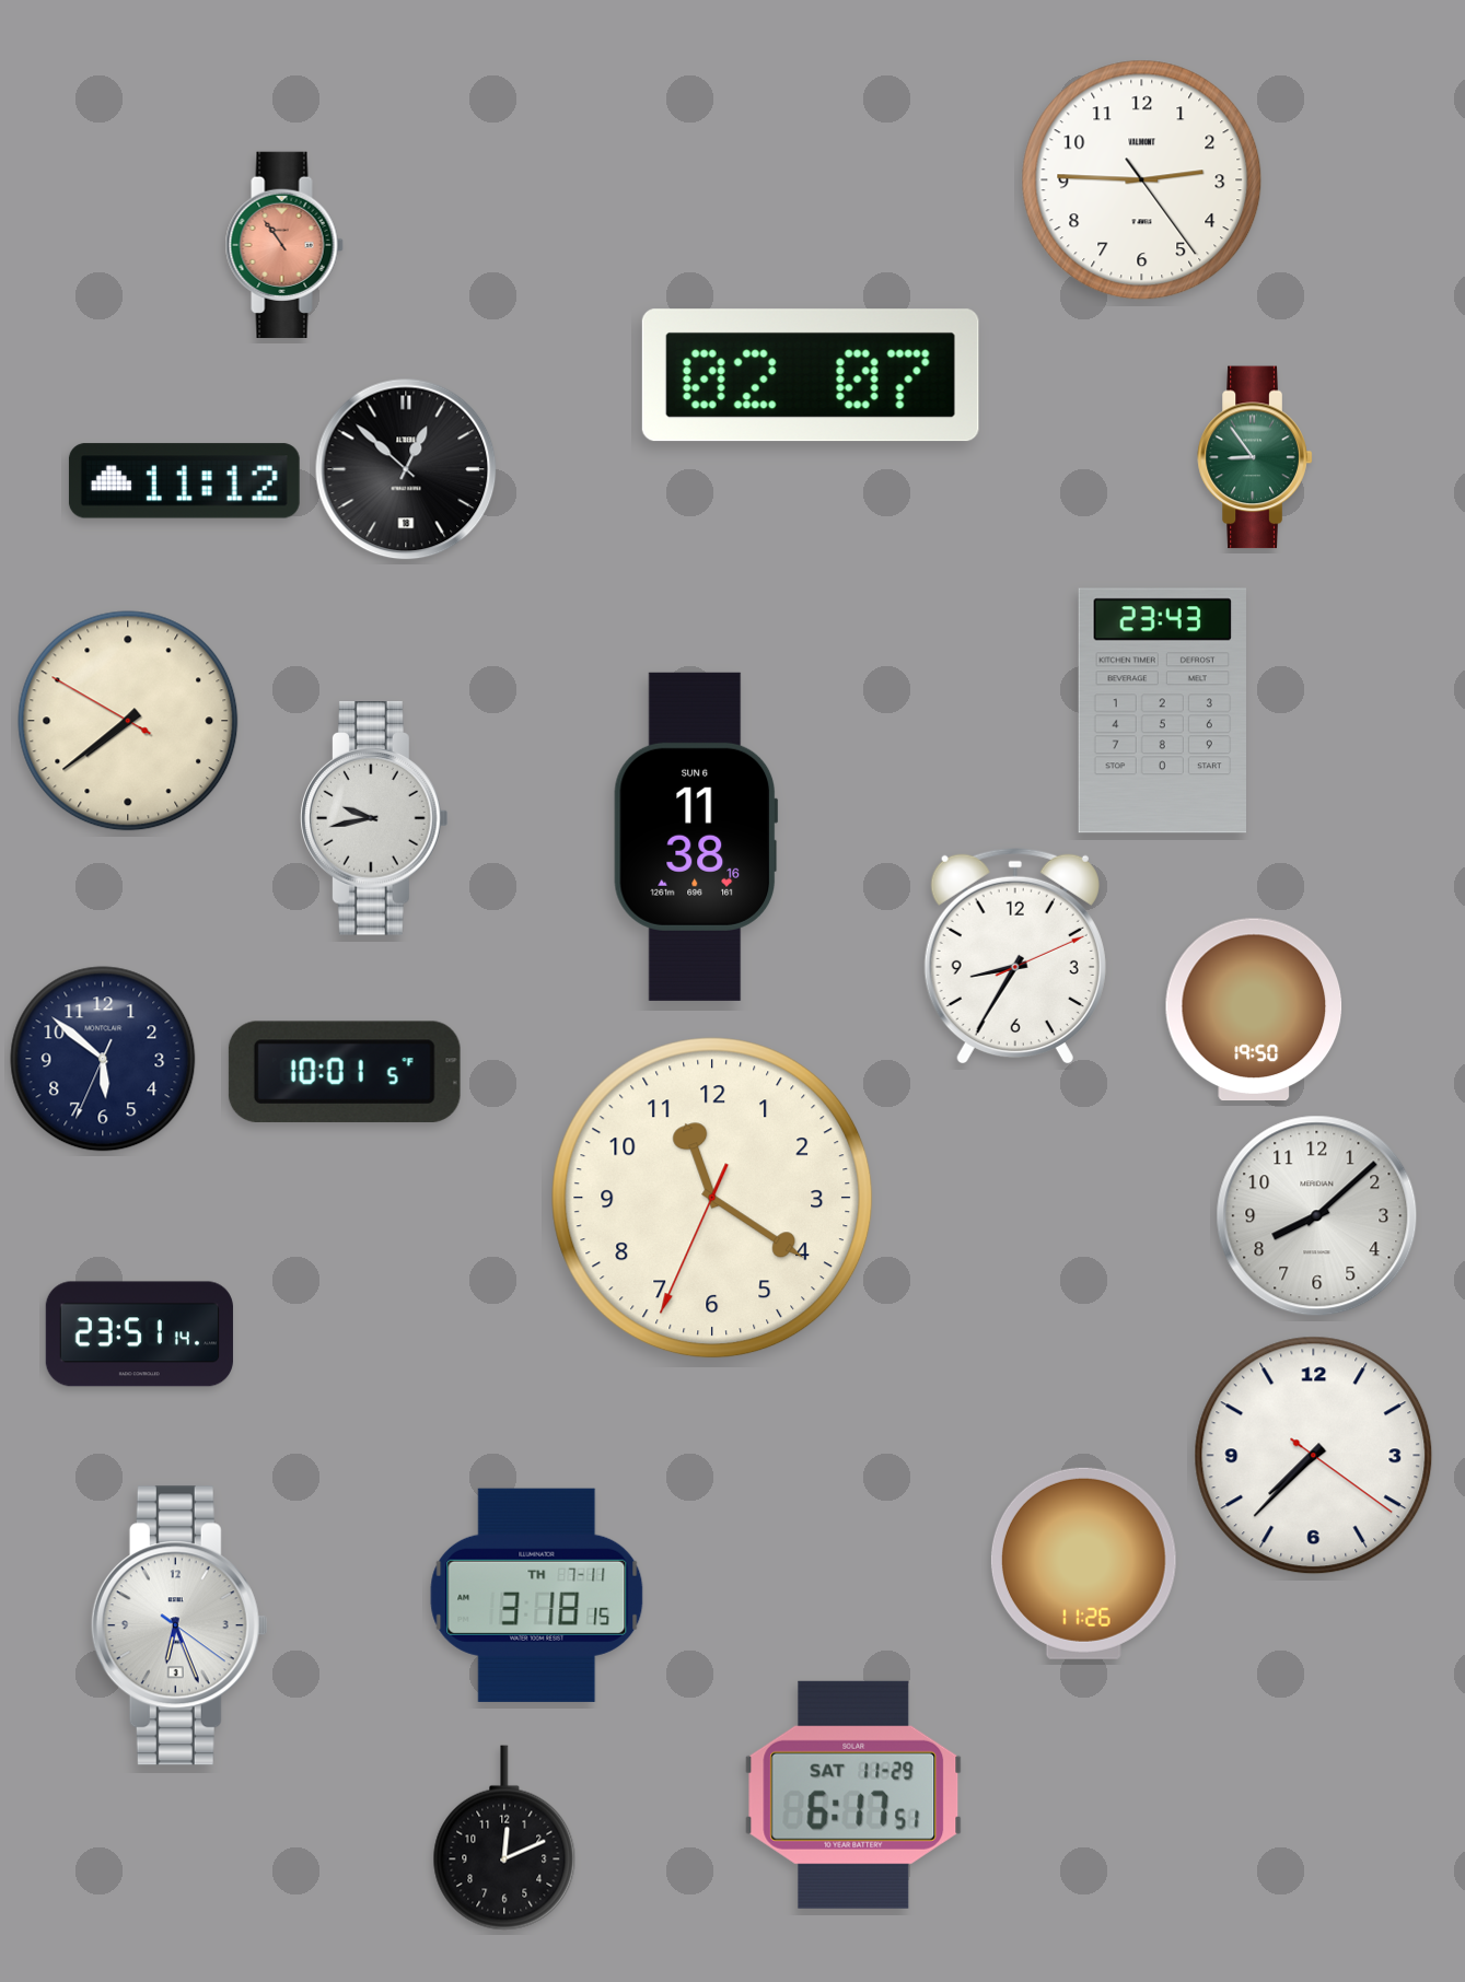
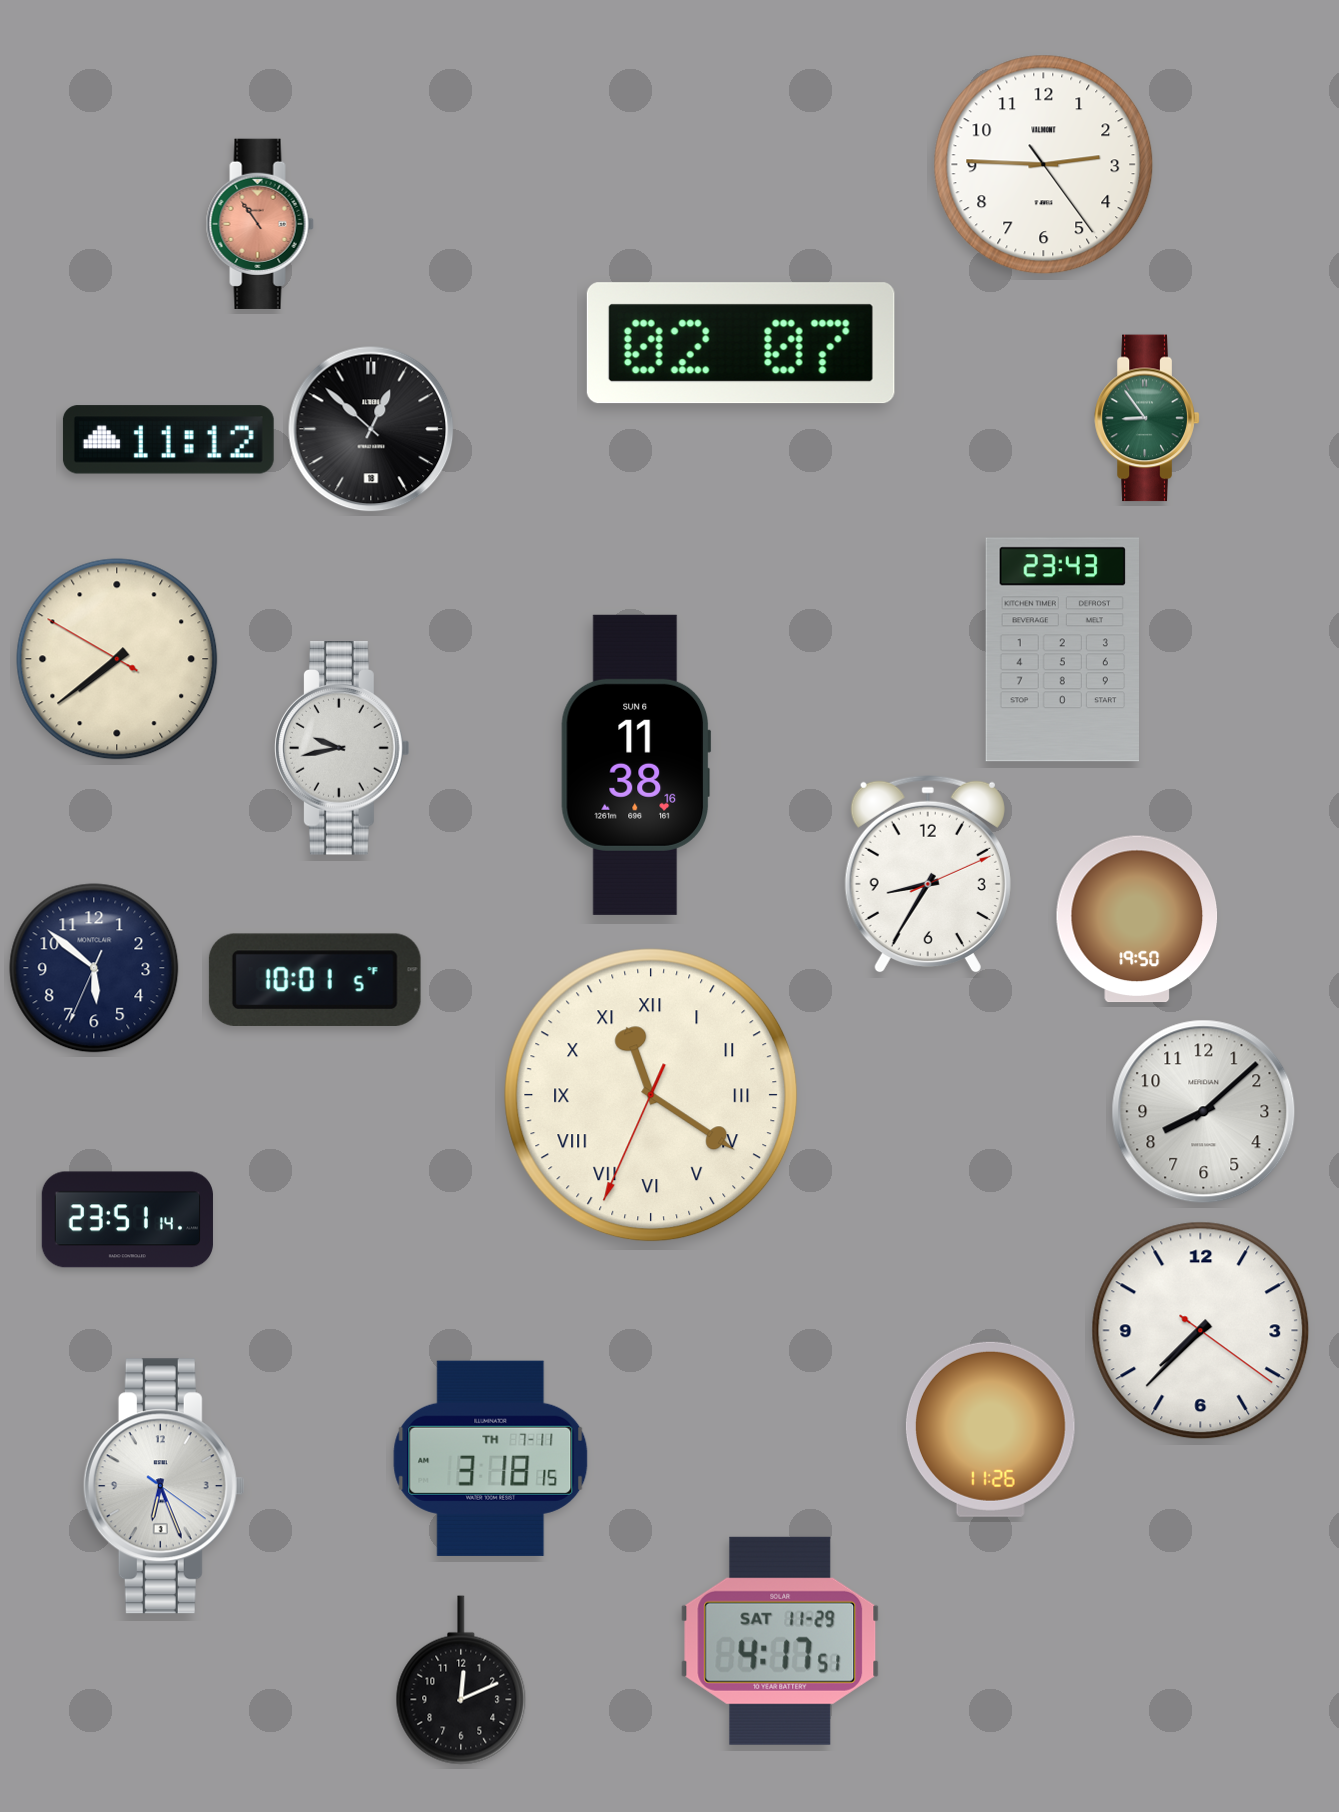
clock at (1254, 1010) position: (1254, 1010) -> (1137, 919)
clock at (712, 1198) numerals: Arabic -> Roman
clock at (853, 1795): 6:17 -> 4:17
